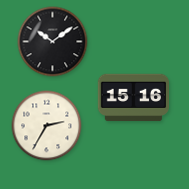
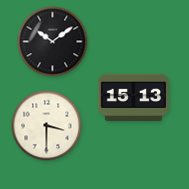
clock at (133, 98): 15:16 -> 15:13
clock at (47, 126): 2:35 -> 3:30
